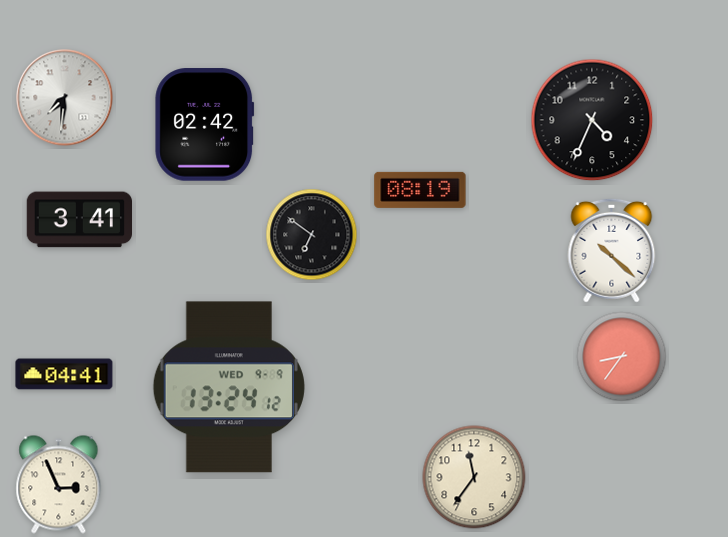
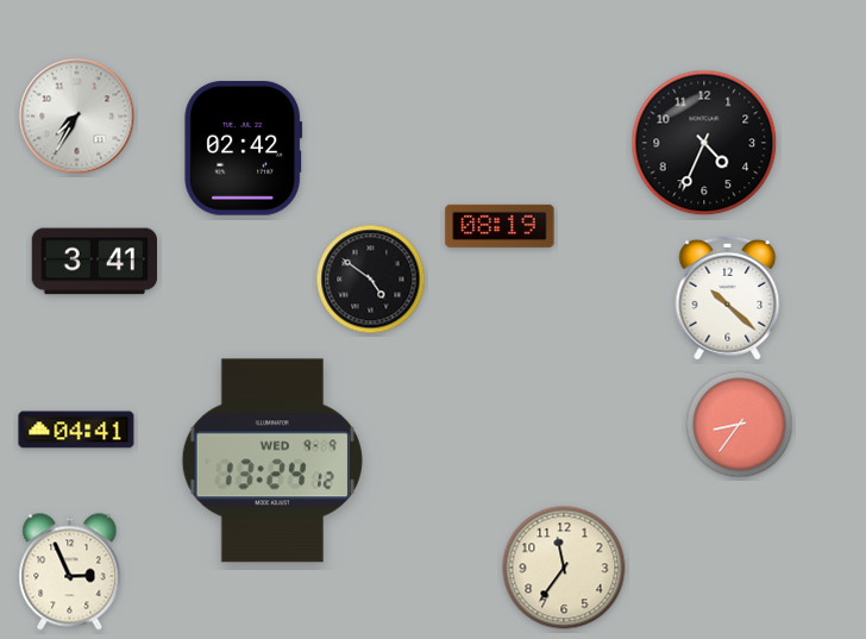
clock at (65, 98): 7:31 -> 7:35
clock at (312, 235): 6:51 -> 4:51
clock at (64, 374) position: (64, 374) -> (76, 430)
clock at (59, 485) position: (59, 485) -> (70, 572)
